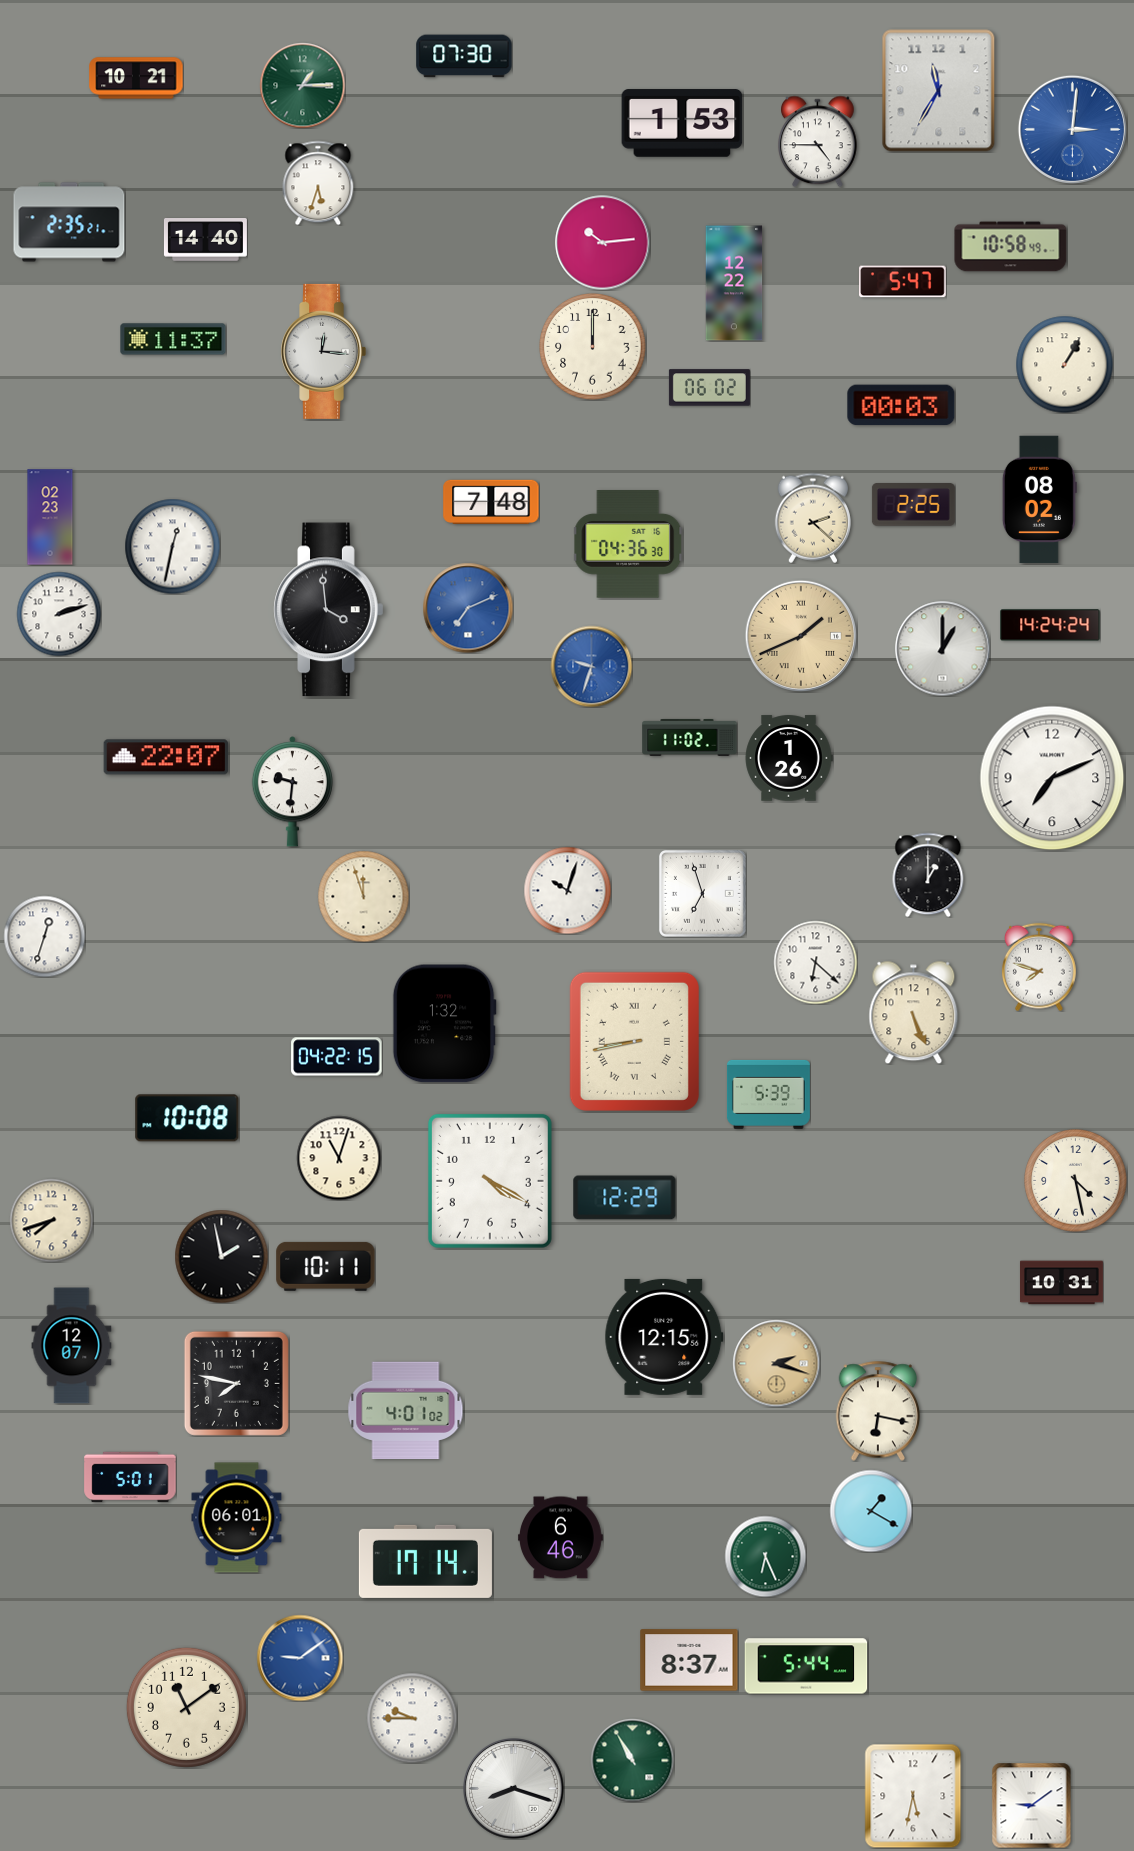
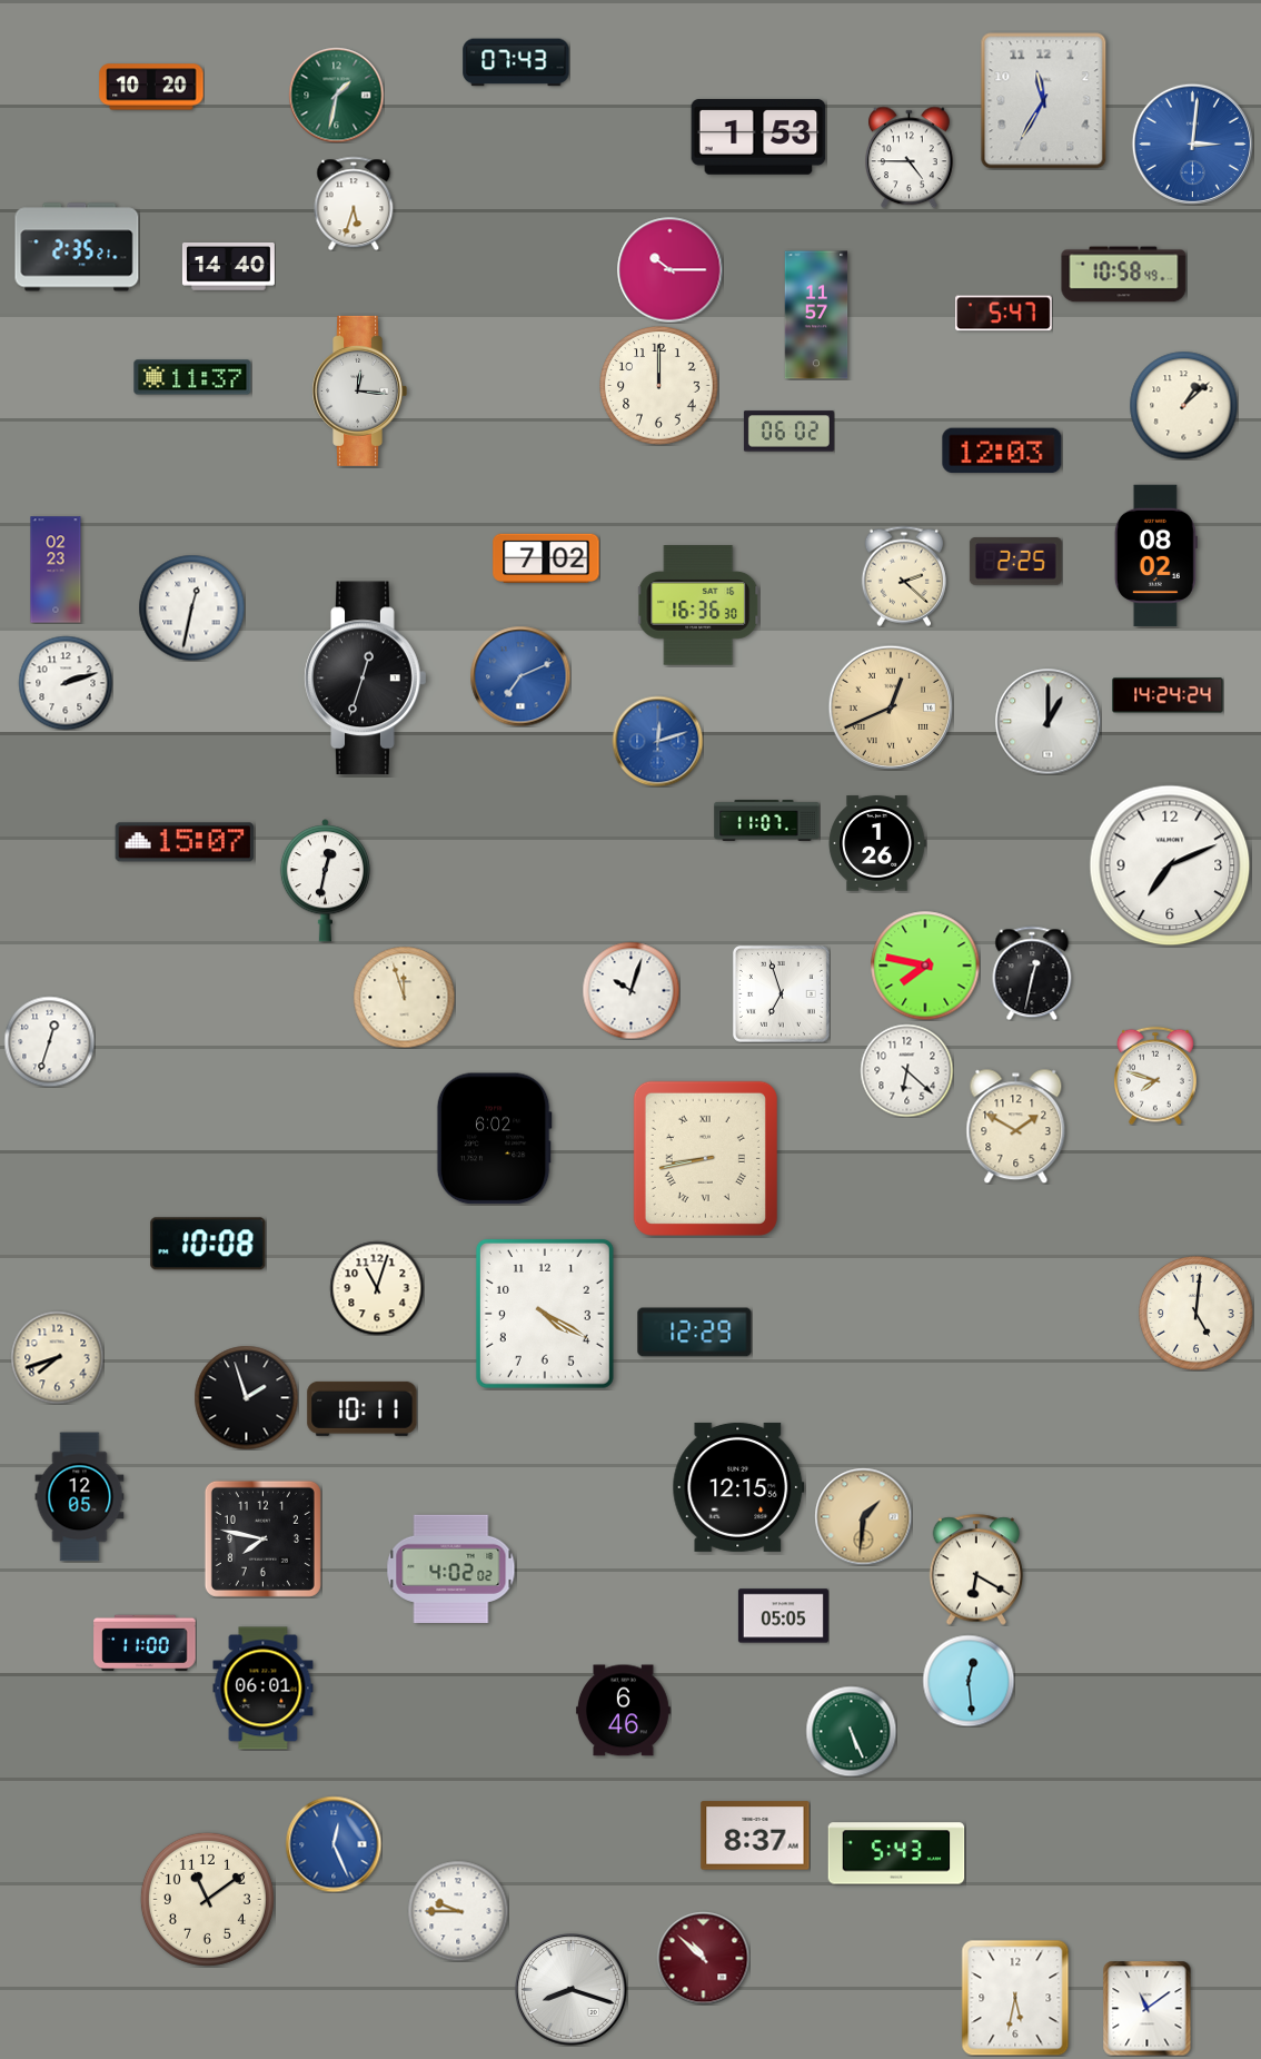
clock at (464, 56): 07:30 -> 07:43
clock at (136, 78): 10:21 -> 10:20
clock at (302, 85): 1:15 -> 1:32
clock at (602, 242): 10:14 -> 10:15
clock at (734, 283): 12:22 -> 11:57
clock at (1064, 364): 1:05 -> 1:08
clock at (901, 405): 00:03 -> 12:03
clock at (491, 501): 7:48 -> 7:02
clock at (50, 517) position: (50, 517) -> (56, 570)
clock at (628, 544): 04:36 -> 16:36
clock at (329, 610): 3:59 -> 12:33
clock at (800, 635): 1:41 -> 12:41
clock at (591, 666): 9:33 -> 12:12
clock at (690, 737): 11:02 -> 11:07
clock at (166, 757): 22:07 -> 15:07
clock at (292, 792): 9:31 -> 12:32
clock at (925, 966): none -> 7:47
clock at (928, 875): 1:00 -> 12:32
clock at (914, 1012): 5:26 -> 1:50
clock at (444, 1024): 1:32 -> 6:02
clock at (337, 1057): 04:22 -> none
clock at (768, 1094): 5:39 -> none
clock at (1076, 1181): 4:28 -> 5:01
clock at (221, 1256): 1:58 -> 1:57
clock at (1061, 1283): 10:31 -> none
clock at (72, 1346): 12:07 -> 12:05
clock at (776, 1363): 2:18 -> 1:31
clock at (406, 1411): 4:01 -> 4:02
clock at (878, 1411): 6:17 -> 6:20
clock at (783, 1616): none -> 05:05
clock at (130, 1477): 5:01 -> 11:00
clock at (871, 1511): 1:20 -> 12:29
clock at (765, 1556): 6:26 -> 5:26
clock at (425, 1561): 17:14 -> none
clock at (300, 1658): 9:09 -> 12:26
clock at (689, 1660) position: (689, 1660) -> (755, 1835)
clock at (806, 1666): 5:44 -> 5:43
clock at (632, 1760): 10:55 -> 10:52
clock at (632, 1760) dial: green -> burgundy
clock at (1032, 1805): 9:09 -> 11:09
